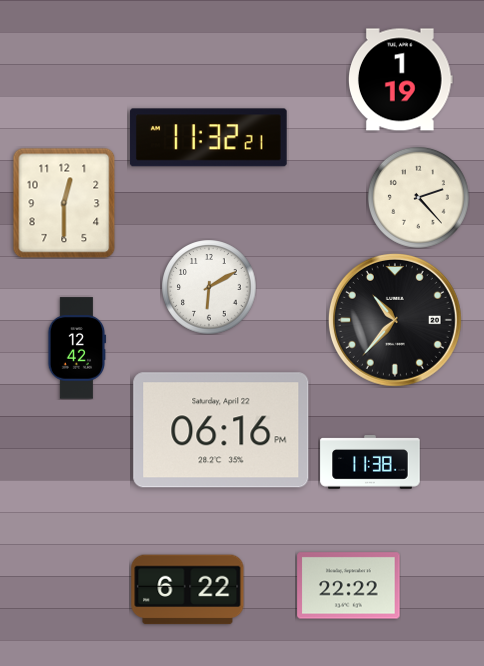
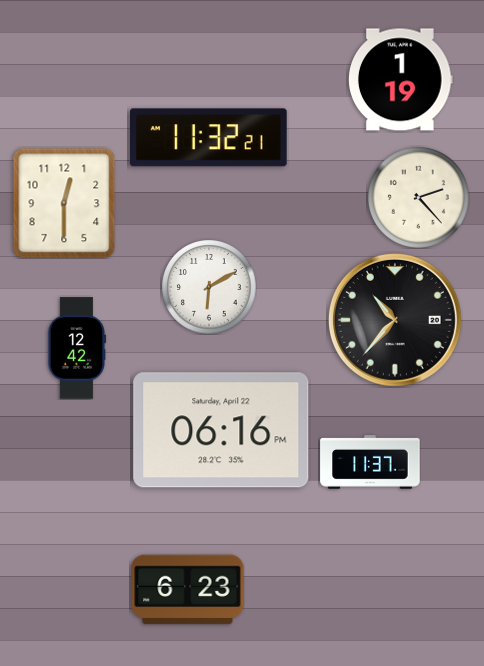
clock at (370, 462): 11:38 -> 11:37
clock at (349, 586): 22:22 -> none
clock at (188, 590): 6:22 -> 6:23
